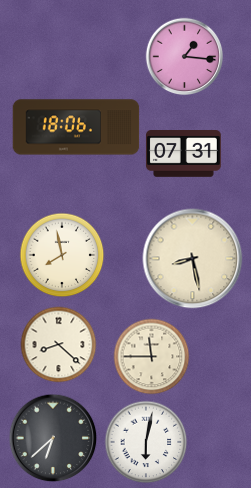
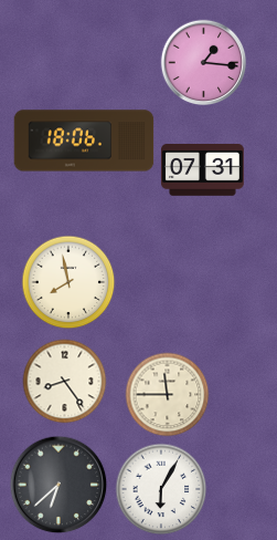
clock at (193, 259): 8:28 -> none
clock at (59, 345): 8:22 -> 8:24
clock at (146, 442): 6:02 -> 6:05
